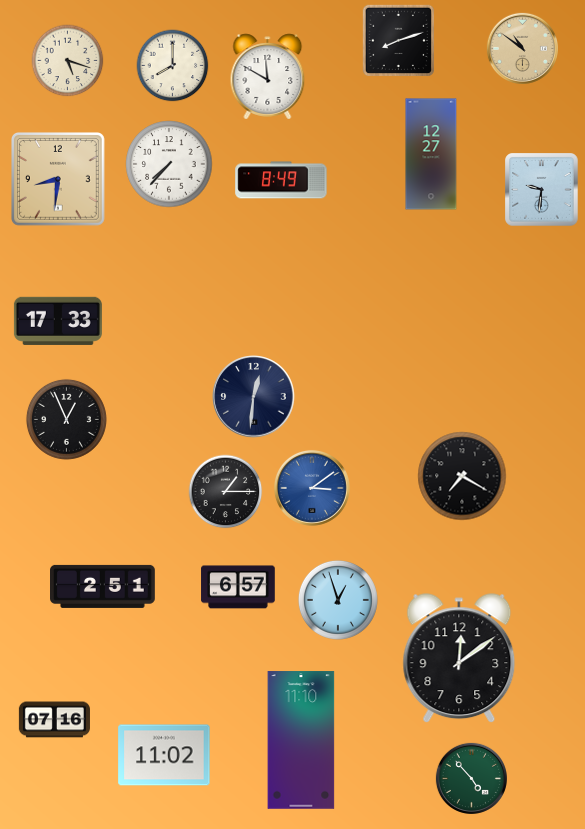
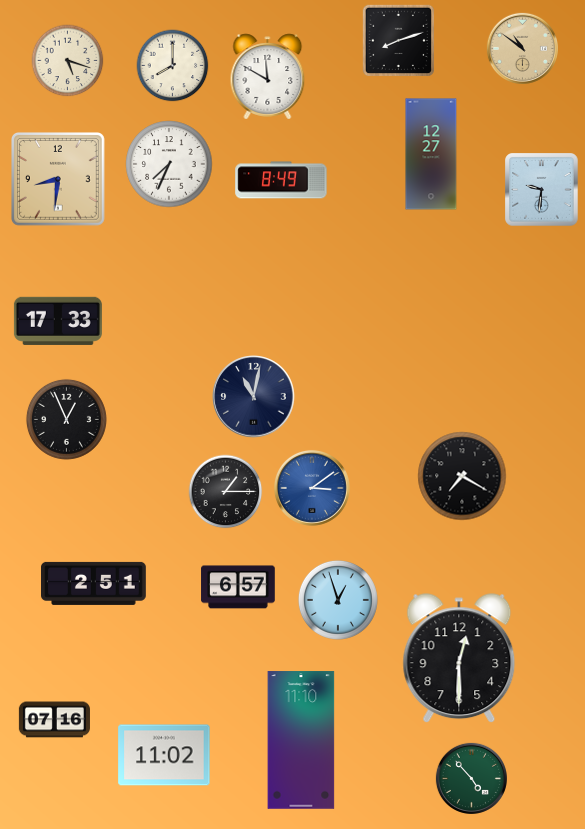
clock at (169, 164): 7:37 -> 7:34
clock at (254, 397): 12:31 -> 11:02
clock at (103, 586) position: (103, 586) -> (94, 583)
clock at (459, 659): 12:09 -> 12:30
